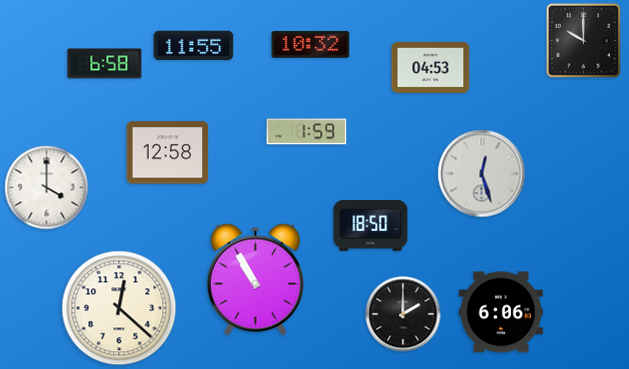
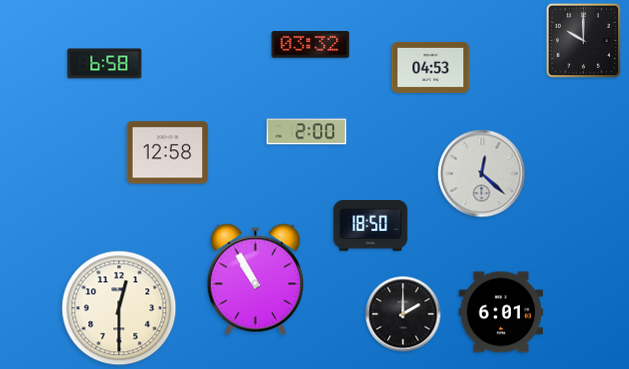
clock at (311, 45): 10:32 -> 03:32
clock at (194, 46): 11:55 -> none
clock at (307, 132): 1:59 -> 2:00
clock at (482, 174): 12:27 -> 12:22
clock at (47, 188): 4:00 -> none
clock at (119, 308): 12:22 -> 12:30
clock at (501, 312): 6:06 -> 6:01
